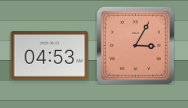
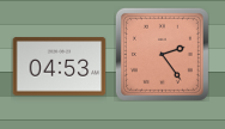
clock at (135, 45): 3:05 -> 2:24
